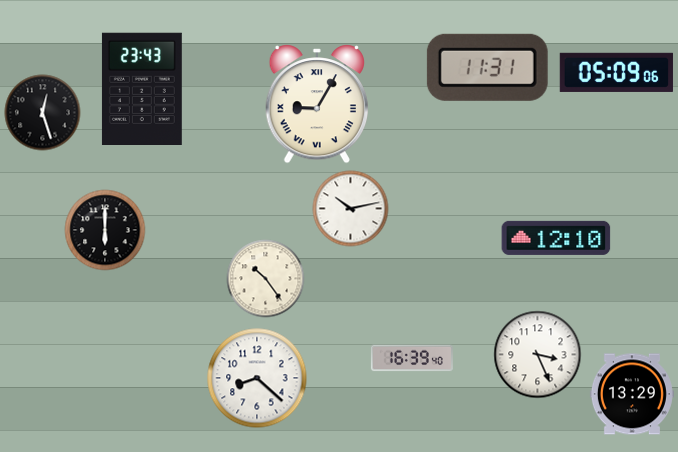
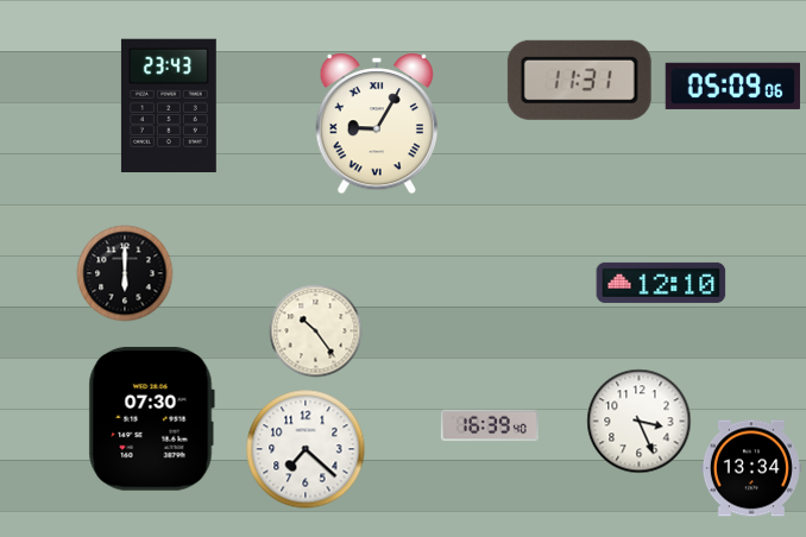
clock at (43, 113): 12:27 -> none
clock at (351, 209): 10:13 -> none
clock at (151, 418): none -> 07:30
clock at (257, 378): 8:22 -> 7:22
clock at (632, 394): 13:29 -> 13:34
